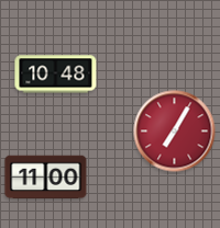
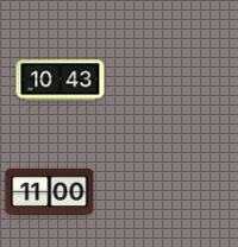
clock at (56, 75): 10:48 -> 10:43
clock at (175, 132): 7:05 -> none
